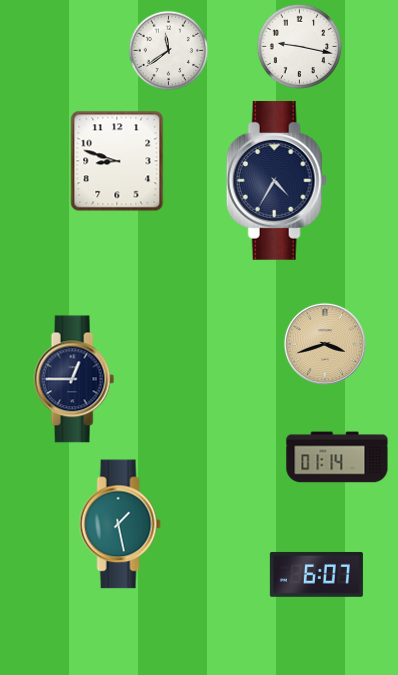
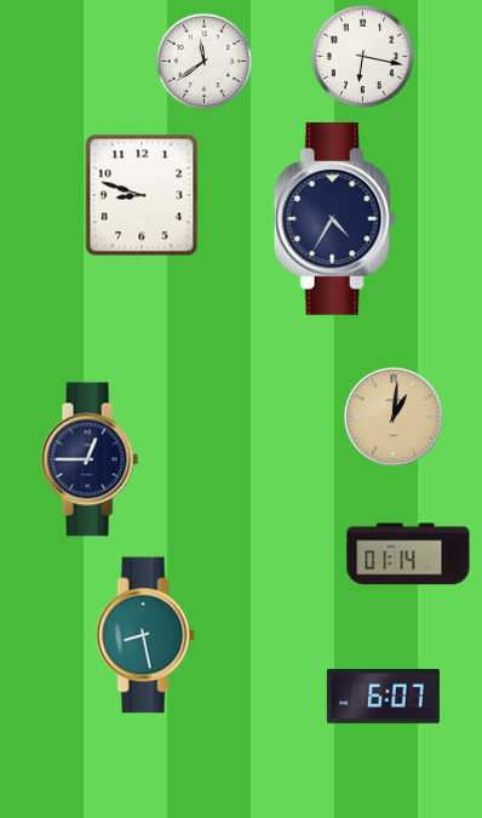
clock at (299, 46): 9:17 -> 6:17
clock at (325, 344): 3:42 -> 1:01
clock at (120, 524): 1:28 -> 8:28
